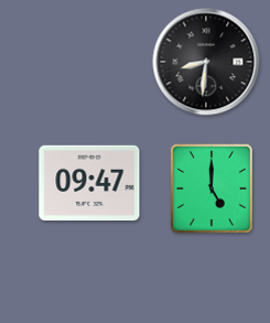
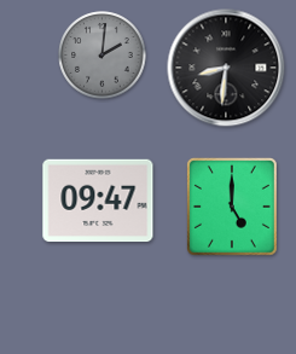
clock at (103, 56): none -> 2:01
